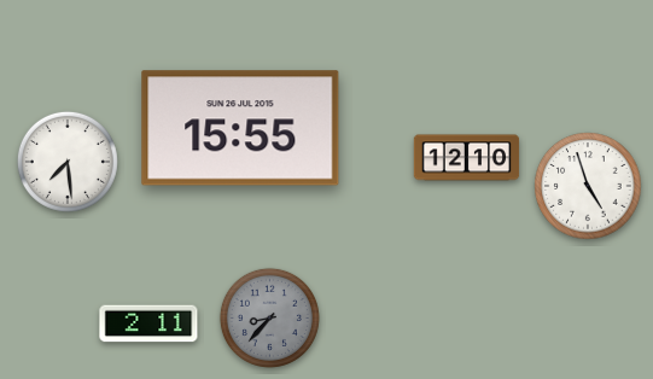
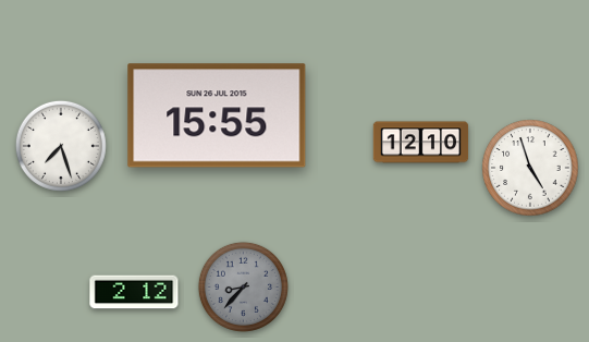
clock at (68, 162): 7:29 -> 7:27
clock at (148, 323): 2:11 -> 2:12
